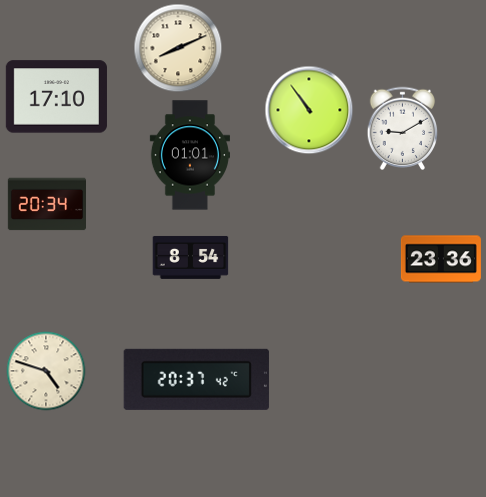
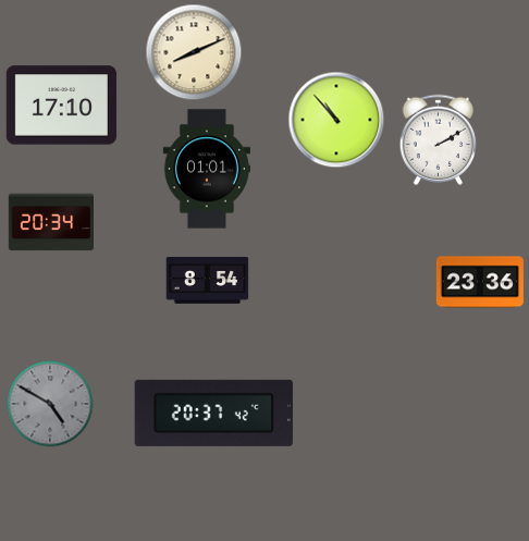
clock at (309, 110): 10:54 -> 10:53
clock at (403, 128): 9:10 -> 2:10
clock at (46, 371): 4:48 -> 4:50
clock at (46, 371) dial: cream -> grey
